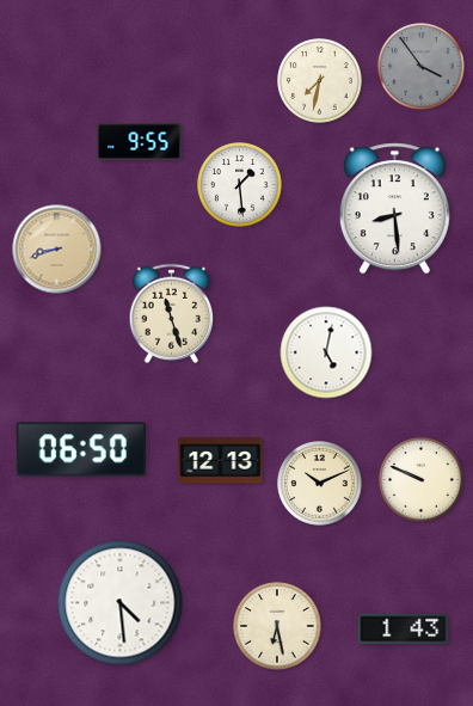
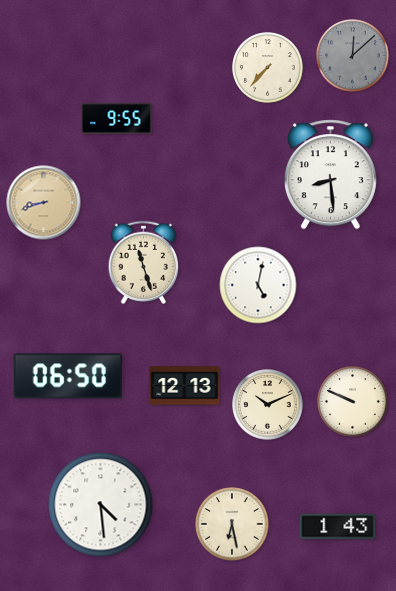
clock at (422, 67): 3:54 -> 12:08
clock at (320, 81): 7:32 -> 7:37
clock at (240, 185): 1:29 -> none
clock at (57, 250) position: (57, 250) -> (44, 203)
clock at (326, 352) position: (326, 352) -> (258, 285)
